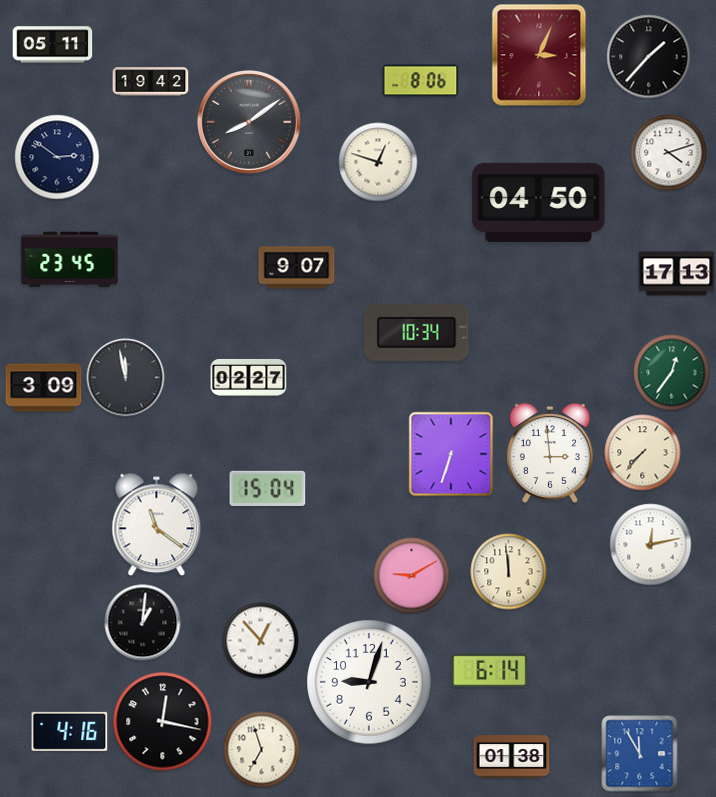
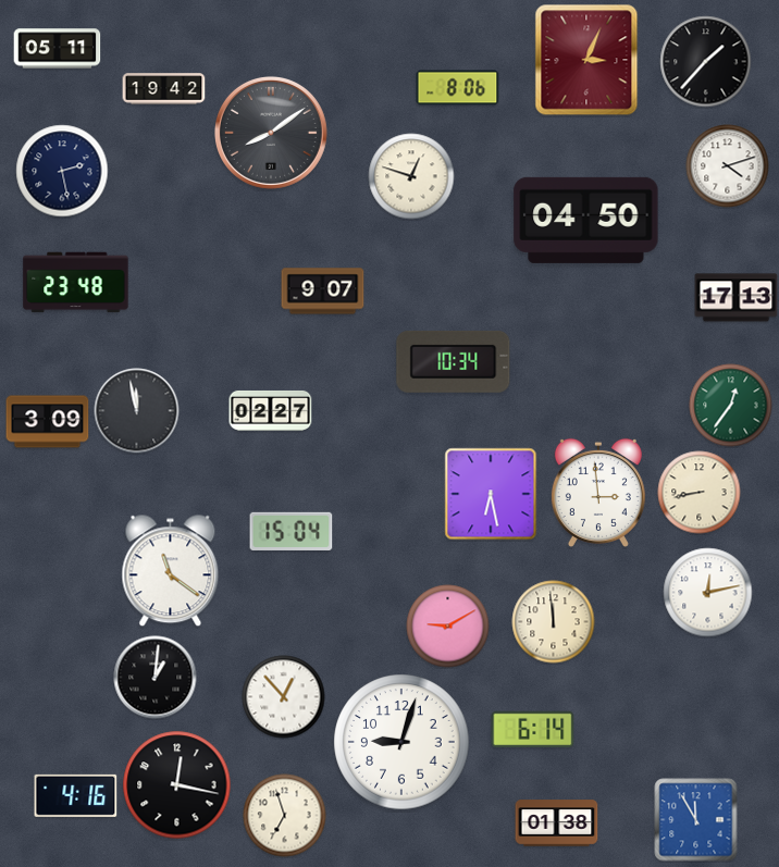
clock at (57, 157): 2:51 -> 2:28
clock at (70, 260): 23:45 -> 23:48
clock at (643, 453): 7:37 -> 8:43
clock at (451, 454): 6:33 -> 6:28
